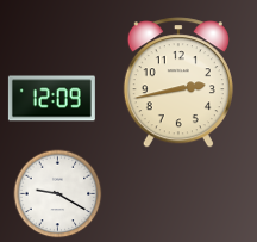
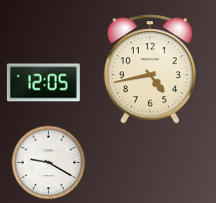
clock at (178, 82): 2:43 -> 4:43
clock at (51, 99): 12:09 -> 12:05
